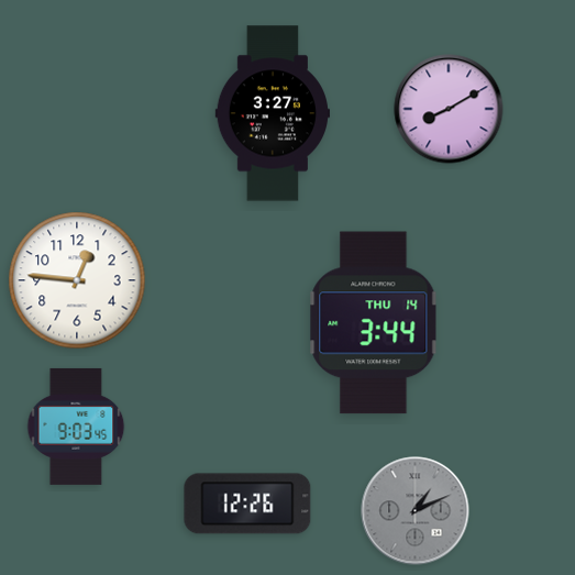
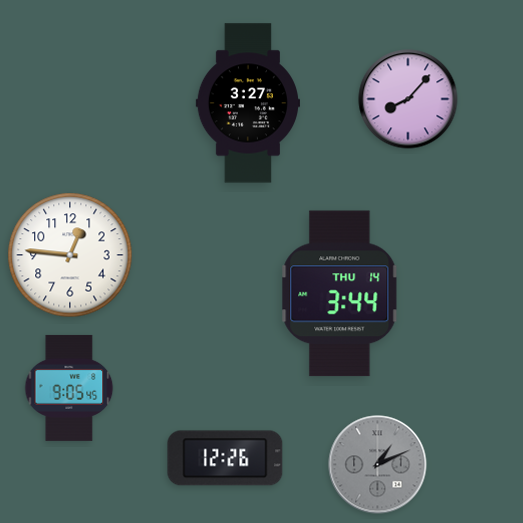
clock at (449, 109): 8:10 -> 8:07
clock at (76, 427): 9:03 -> 9:05
